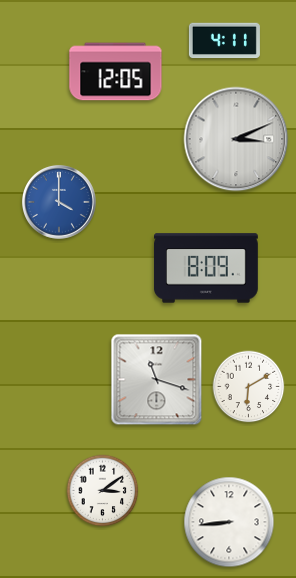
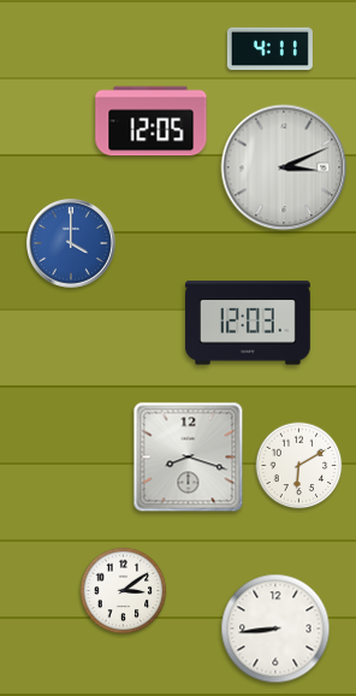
clock at (116, 72) position: (116, 72) -> (152, 122)
clock at (207, 268): 8:09 -> 12:03
clock at (157, 380): 11:18 -> 8:18
